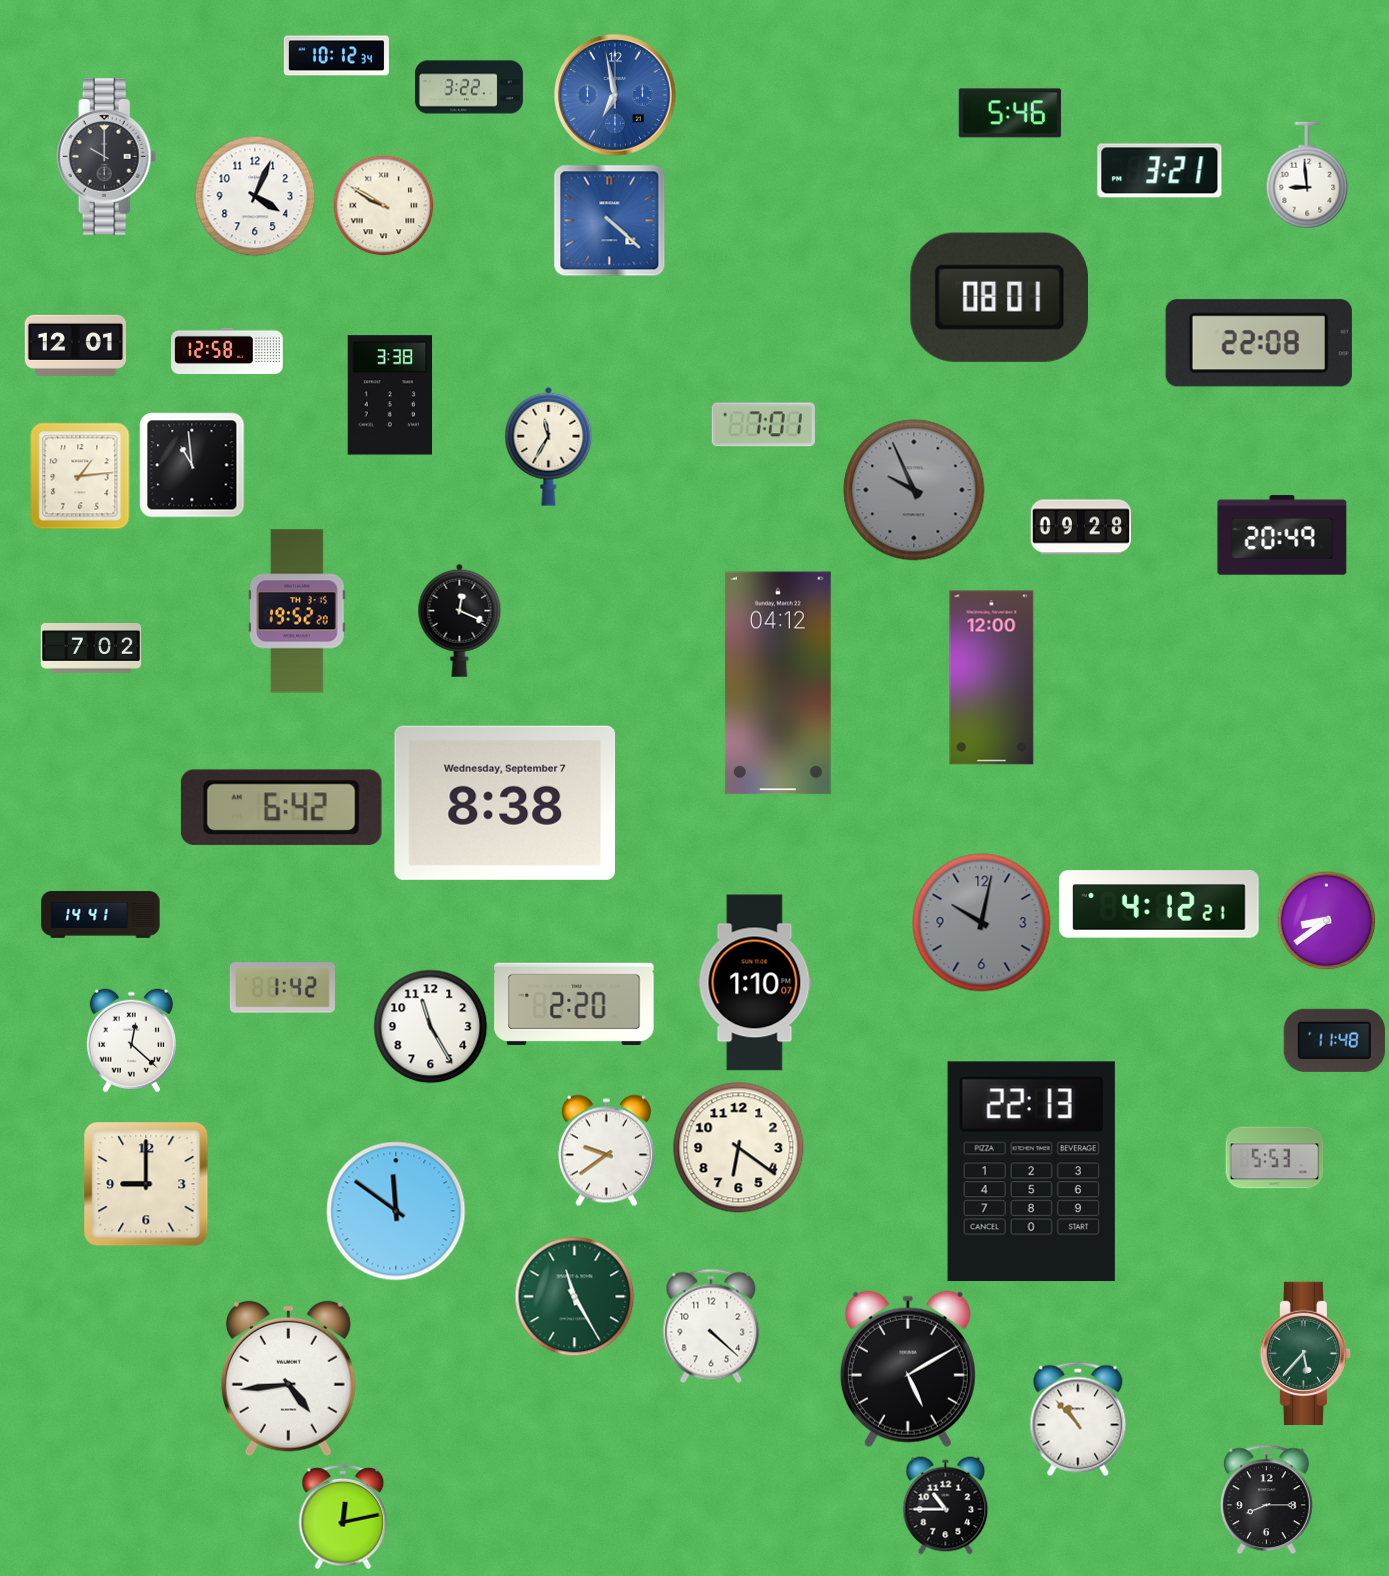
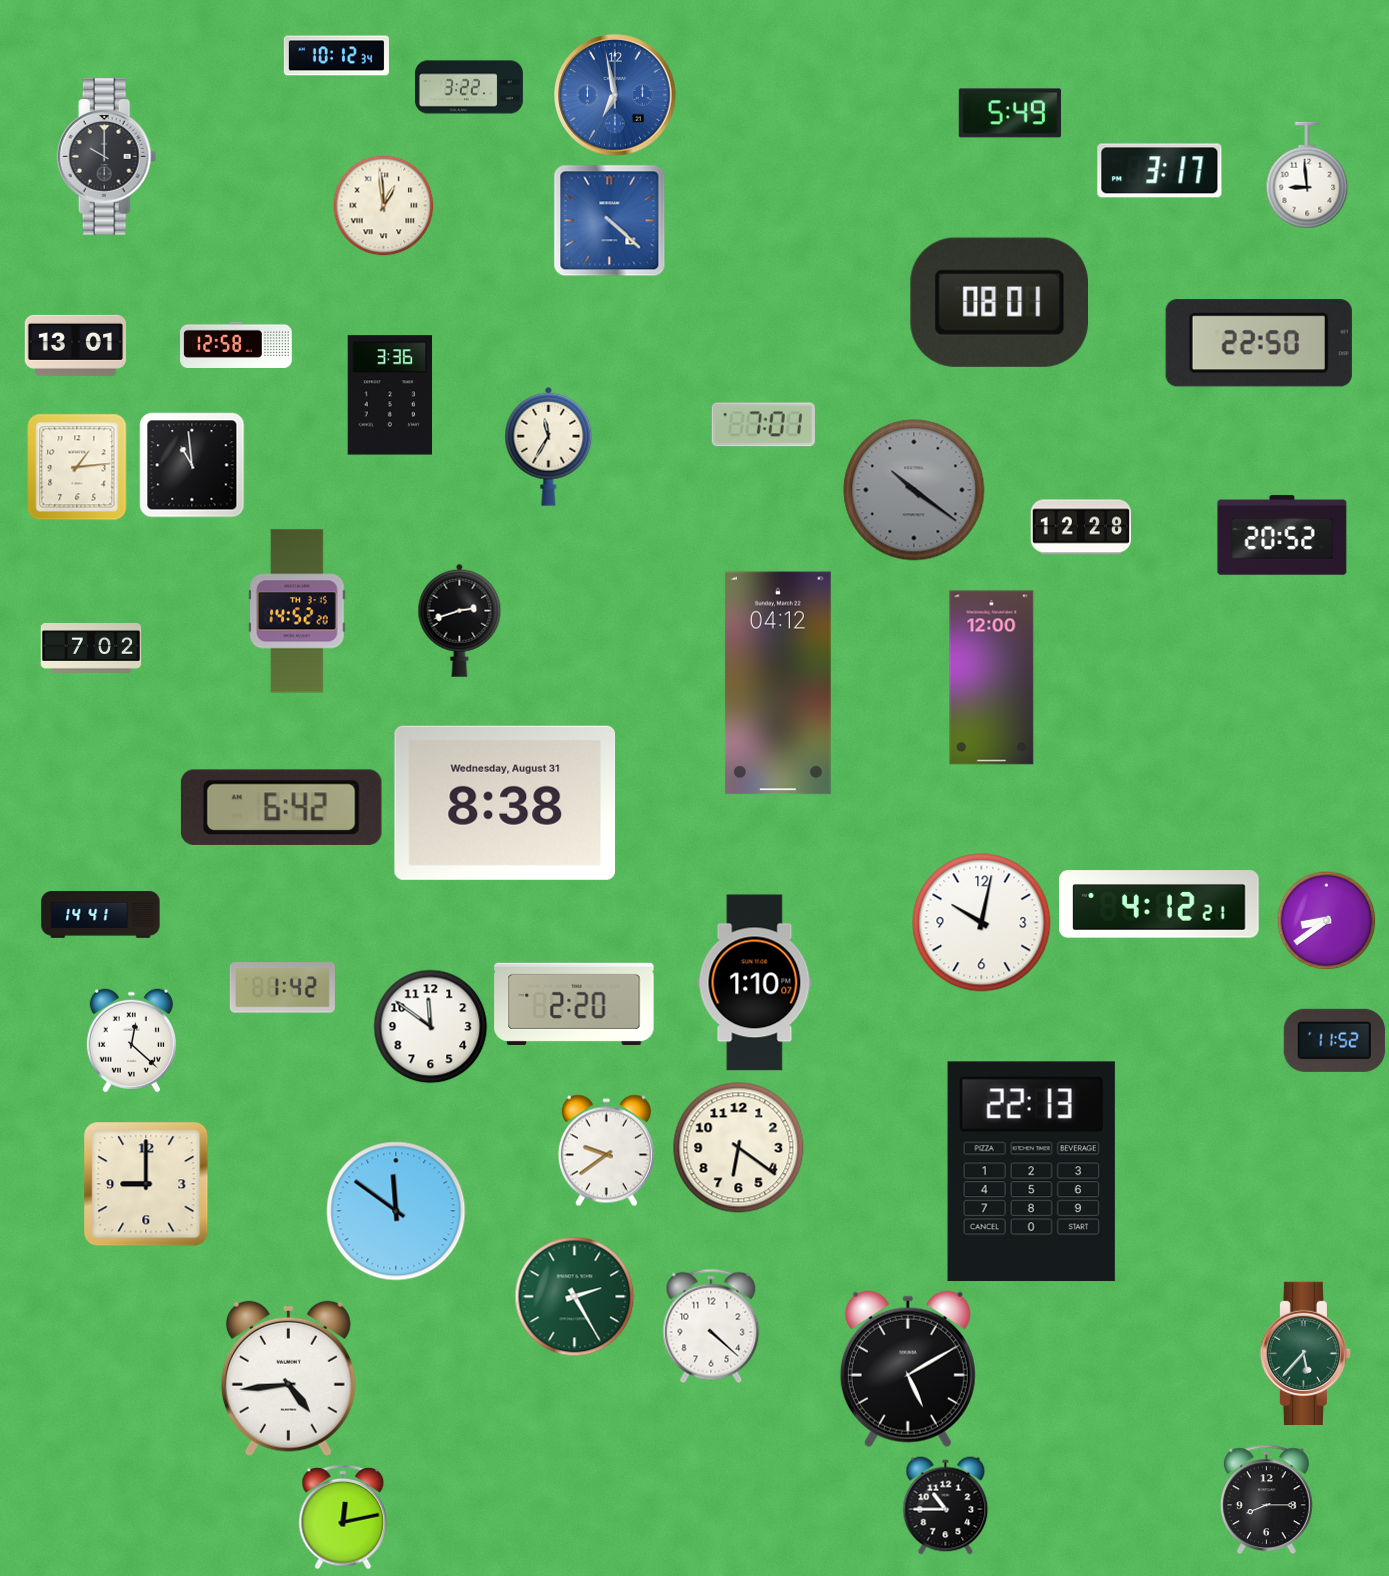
clock at (1010, 113): 5:46 -> 5:49
clock at (1160, 171): 3:21 -> 3:17
clock at (255, 196): 4:04 -> none
clock at (384, 206): 9:50 -> 12:59
clock at (999, 297) position: (999, 297) -> (999, 302)
clock at (1259, 343): 22:08 -> 22:50
clock at (75, 345): 12:01 -> 13:01
clock at (227, 351) position: (227, 351) -> (236, 345)
clock at (390, 395): 3:38 -> 3:36
clock at (80, 476) position: (80, 476) -> (77, 467)
clock at (914, 490): 9:56 -> 10:21
clock at (1081, 527): 09:28 -> 12:28
clock at (1282, 535): 20:49 -> 20:52
clock at (297, 611): 19:52 -> 14:52
clock at (460, 620): 12:19 -> 2:42
clock at (505, 803) date: Wednesday, September 7 -> Wednesday, August 31
clock at (982, 923) dial: grey -> white
clock at (431, 1027): 11:25 -> 11:51
clock at (1334, 1040): 11:48 -> 11:52
clock at (1275, 1158): 5:53 -> none
clock at (575, 1297): 11:25 -> 2:25
clock at (1078, 1419): 10:53 -> none
